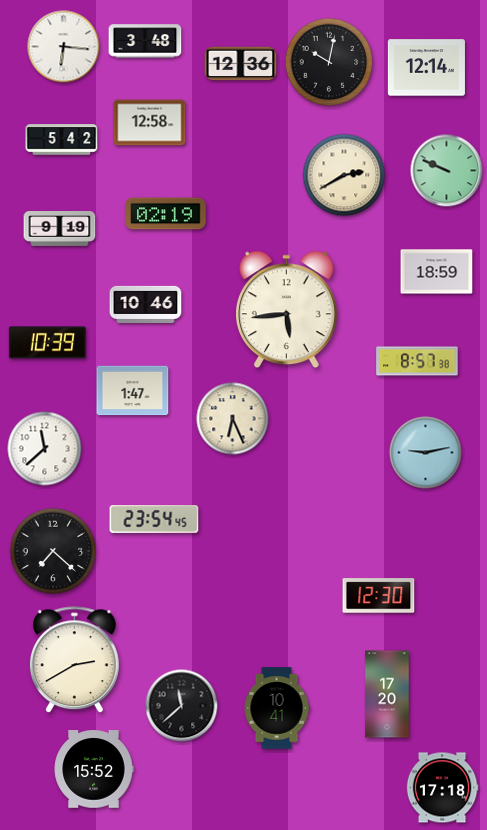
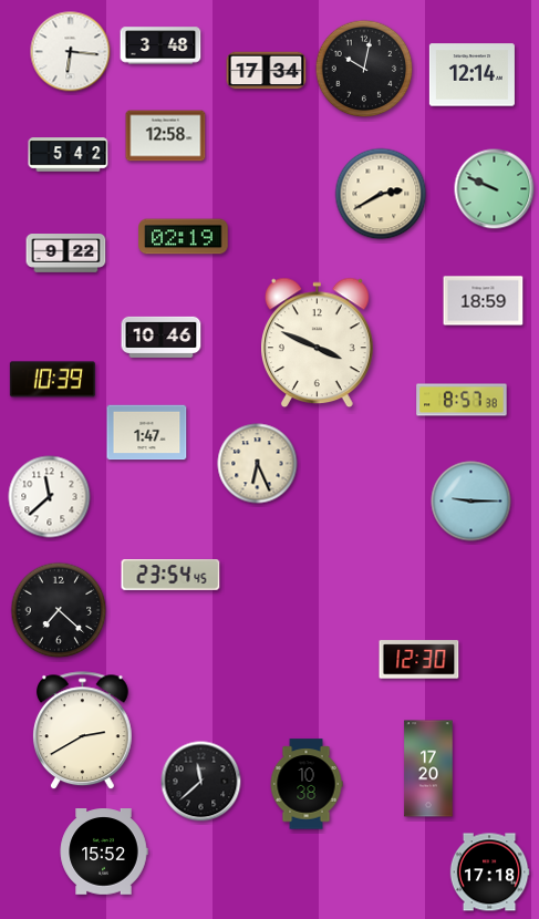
clock at (241, 64): 12:36 -> 17:34
clock at (60, 229): 9:19 -> 9:22
clock at (287, 310): 5:44 -> 3:49
clock at (426, 453): 9:13 -> 9:15
clock at (277, 708): 10:41 -> 10:38
